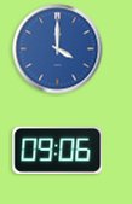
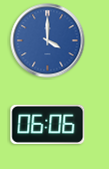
clock at (58, 150): 09:06 -> 06:06
